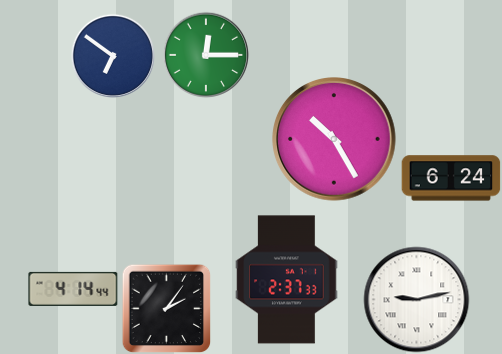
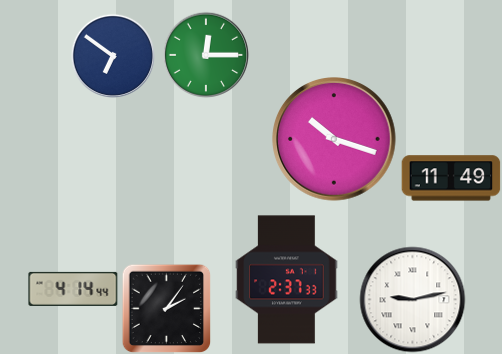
clock at (334, 139): 10:25 -> 10:18
clock at (451, 178): 6:24 -> 11:49
clock at (417, 300) position: (417, 300) -> (413, 300)
